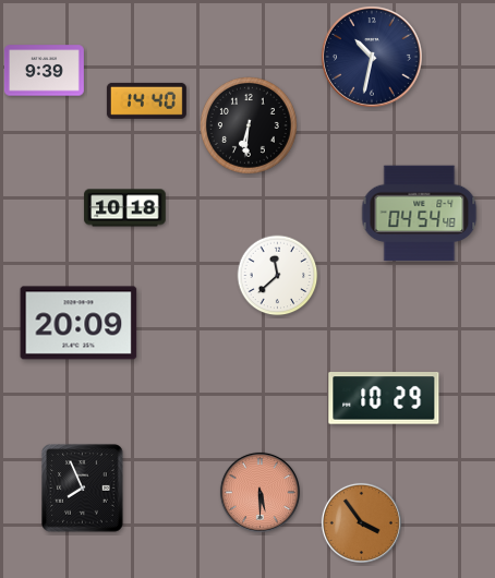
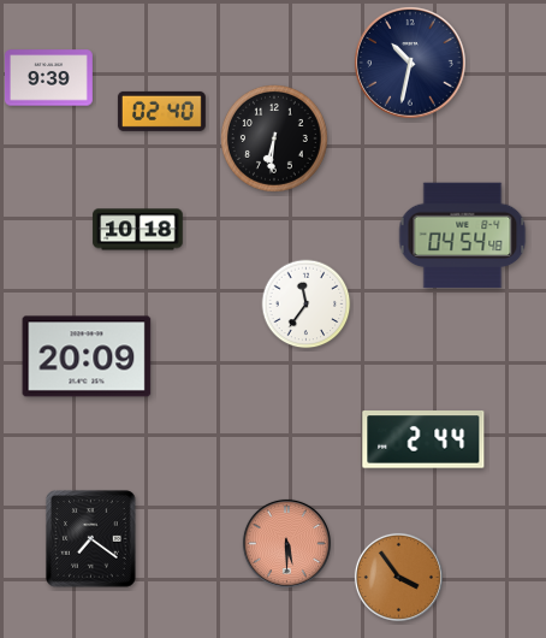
clock at (146, 100): 14:40 -> 02:40
clock at (278, 276): 11:38 -> 11:36
clock at (384, 398): 10:29 -> 2:44
clock at (83, 489): 7:56 -> 7:21
